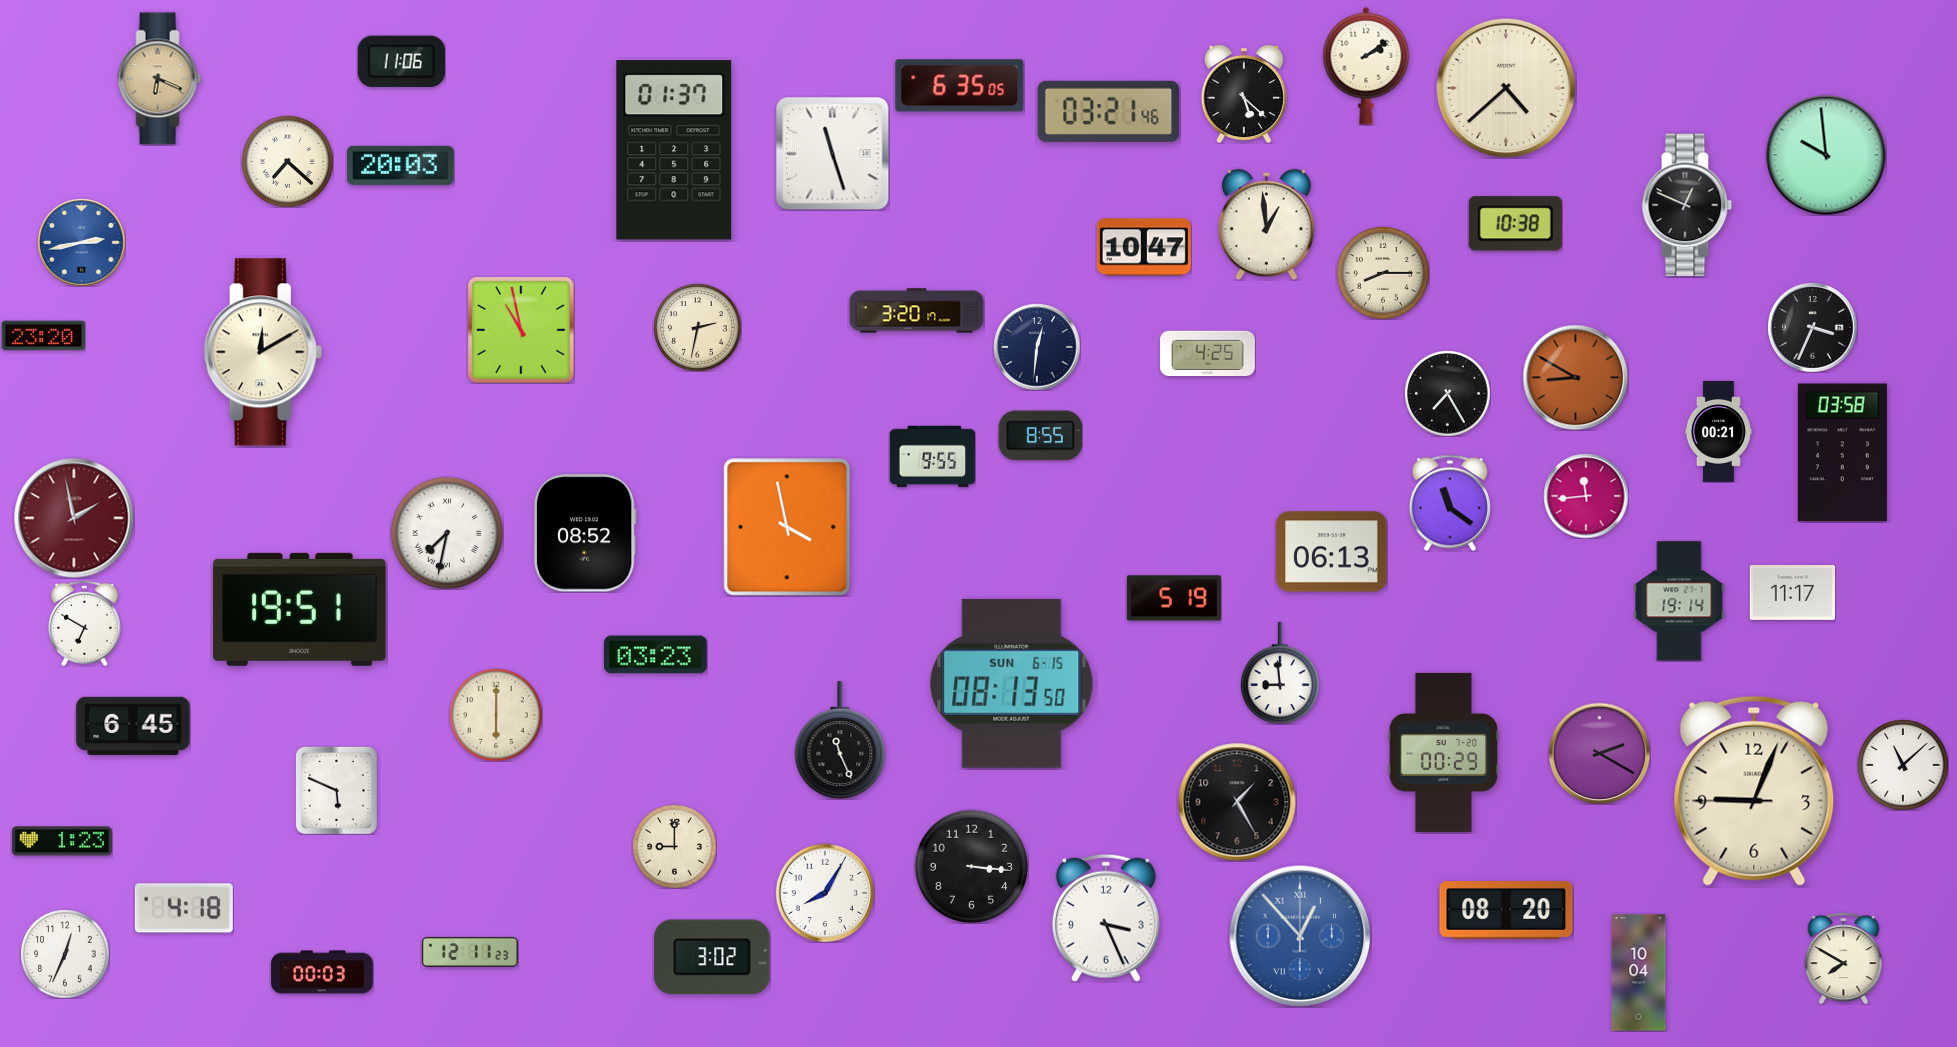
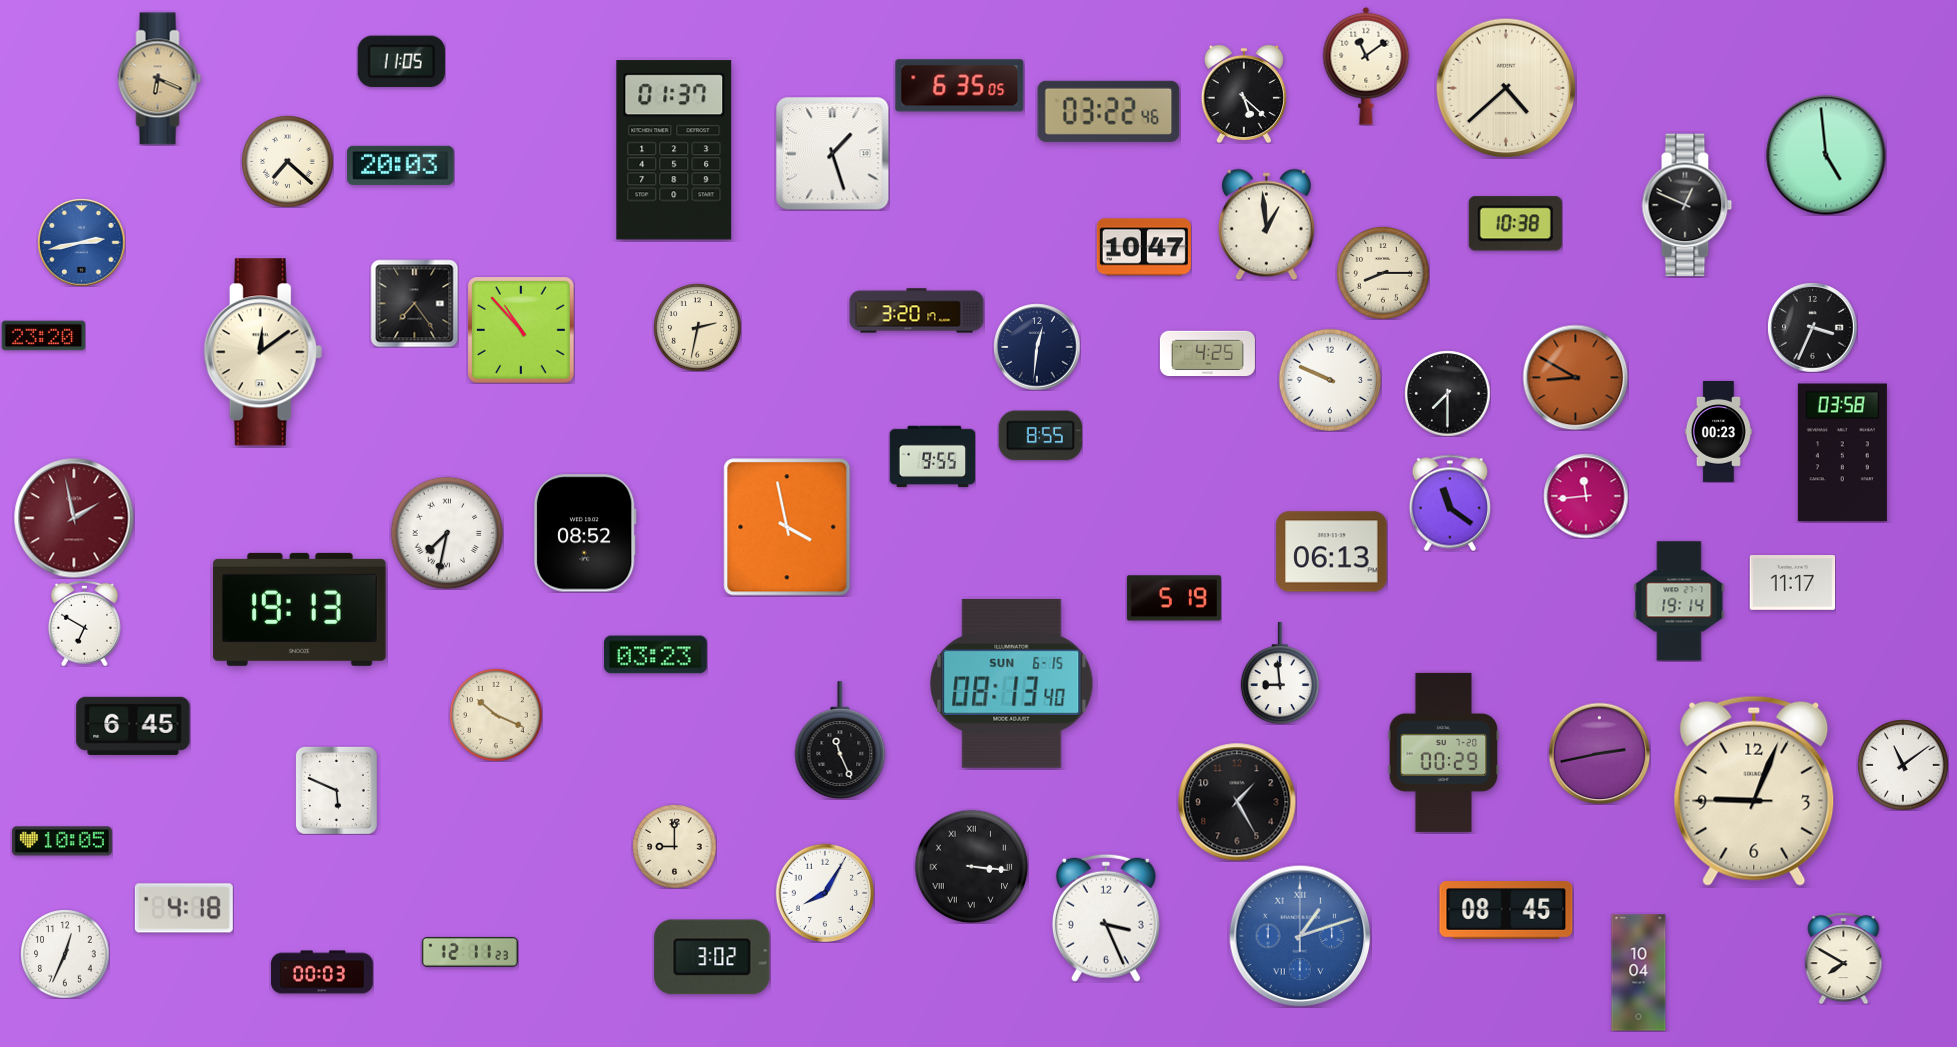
clock at (401, 61): 11:06 -> 11:05
clock at (1366, 66): 2:09 -> 11:09
clock at (1109, 111): 03:21 -> 03:22
clock at (832, 153): 11:27 -> 1:27
clock at (1826, 155): 9:59 -> 4:59
clock at (414, 303): none -> 7:24
clock at (522, 331): 10:58 -> 10:53
clock at (263, 352): 12:10 -> 12:09
clock at (1330, 380): none -> 9:49
clock at (1447, 393): 7:25 -> 7:30
clock at (1718, 432): 00:21 -> 00:23
clock at (1792, 593) position: (1792, 593) -> (1792, 583)
clock at (300, 609): 19:51 -> 19:13
clock at (1012, 683): 08:13:50 -> 08:13:40
clock at (496, 715): 6:00 -> 10:19
clock at (1599, 753): 2:20 -> 2:43
clock at (1903, 765): 11:08 -> 11:09
clock at (62, 841): 1:23 -> 10:05
clock at (971, 866) numerals: Arabic -> Roman
clock at (1506, 910): 08:20 -> 08:45
clock at (1300, 936): 12:53 -> 1:12
